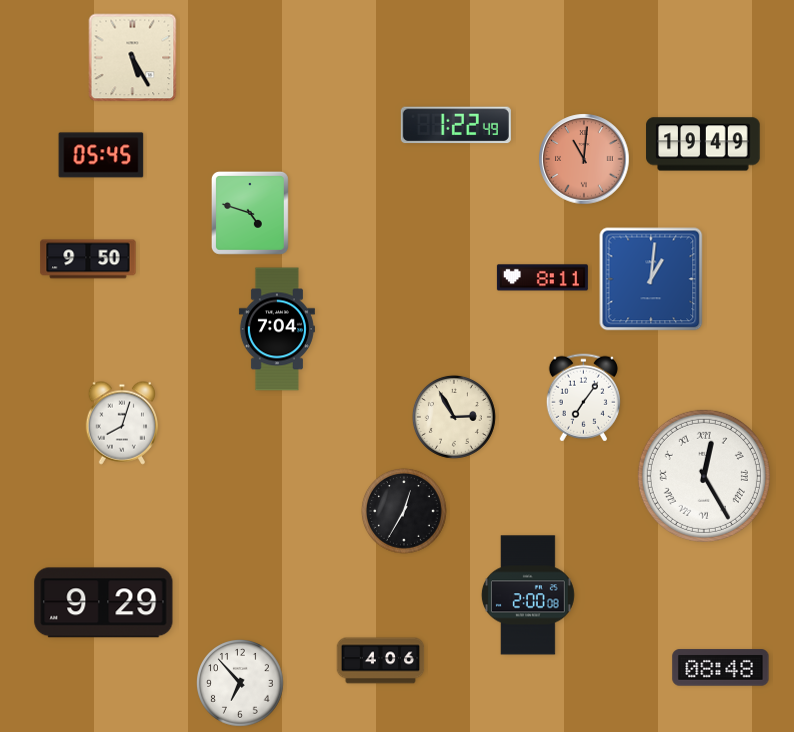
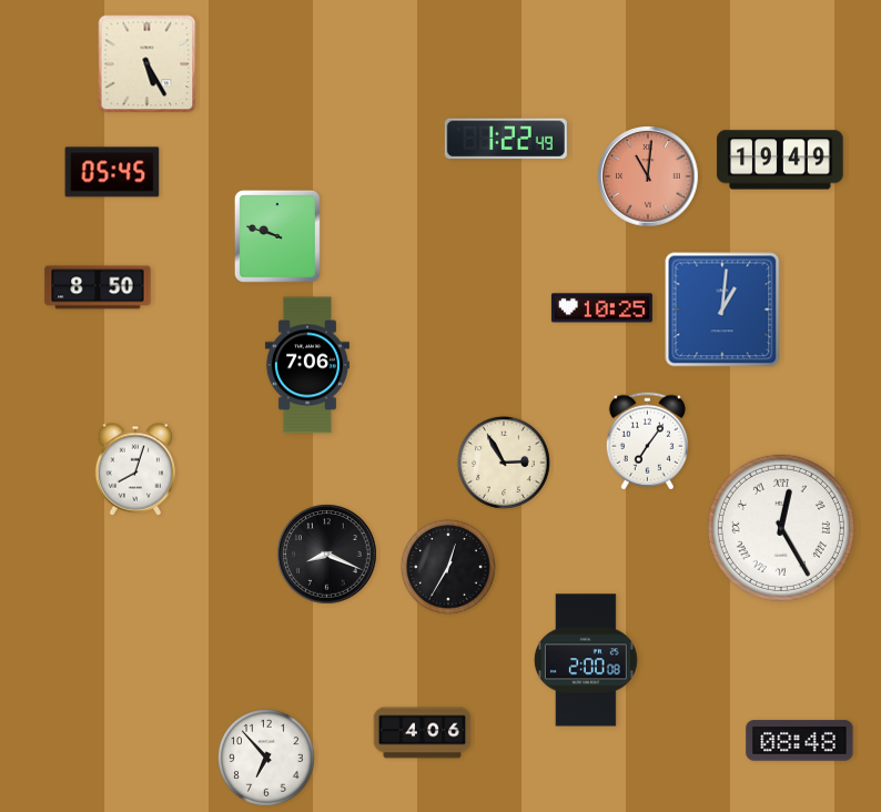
clock at (250, 213): 4:48 -> 9:48
clock at (88, 259): 9:50 -> 8:50
clock at (542, 278): 8:11 -> 10:25
clock at (277, 329): 7:04 -> 7:06
clock at (327, 555): none -> 8:19
clock at (104, 603): 9:29 -> none
